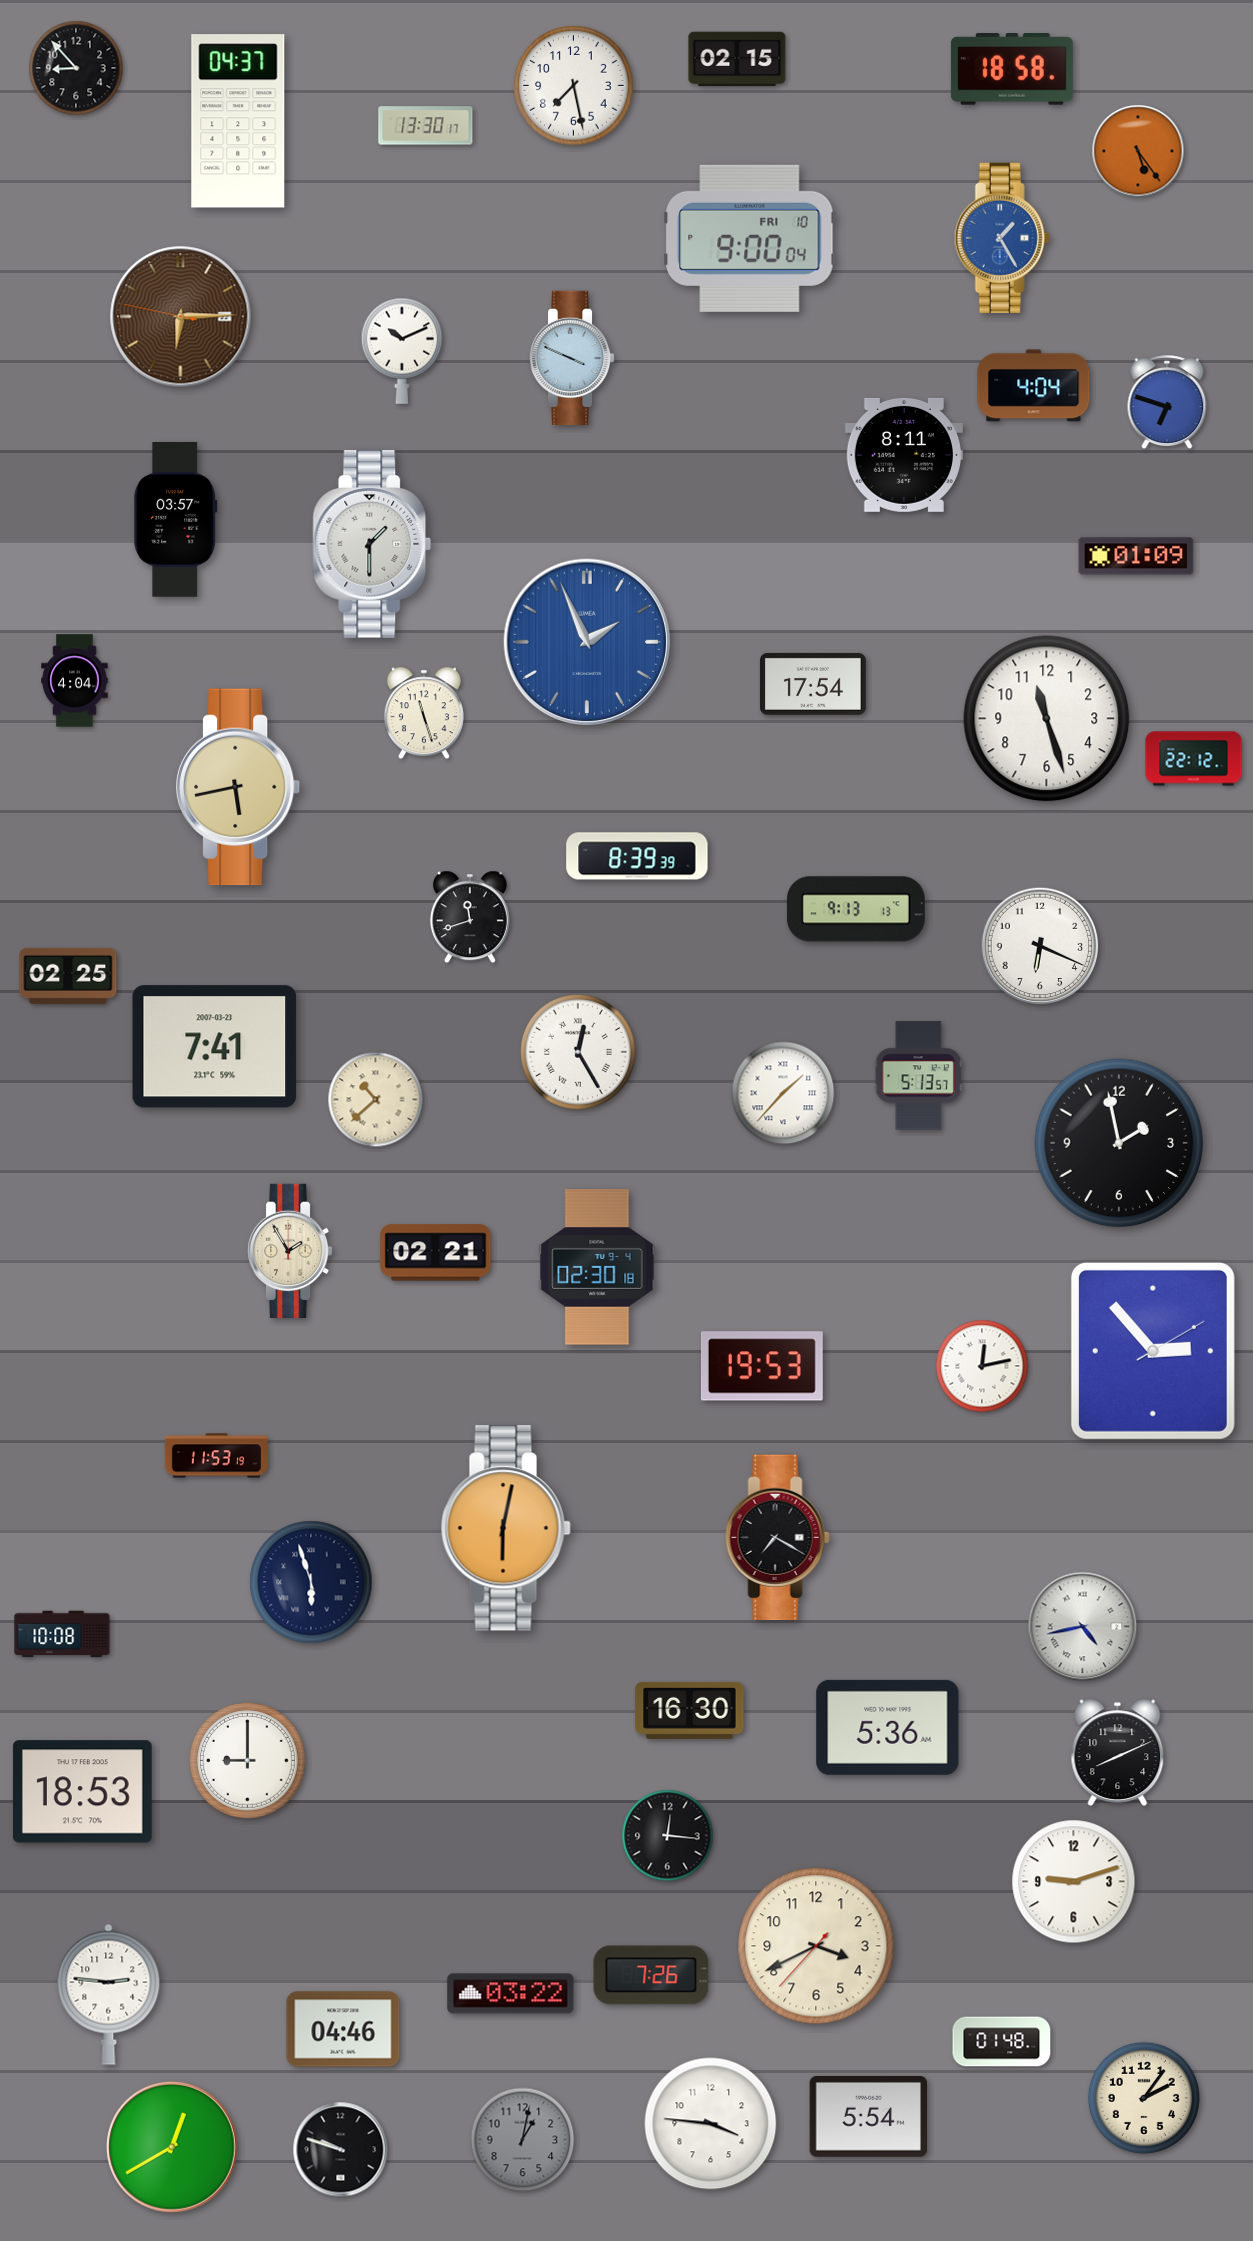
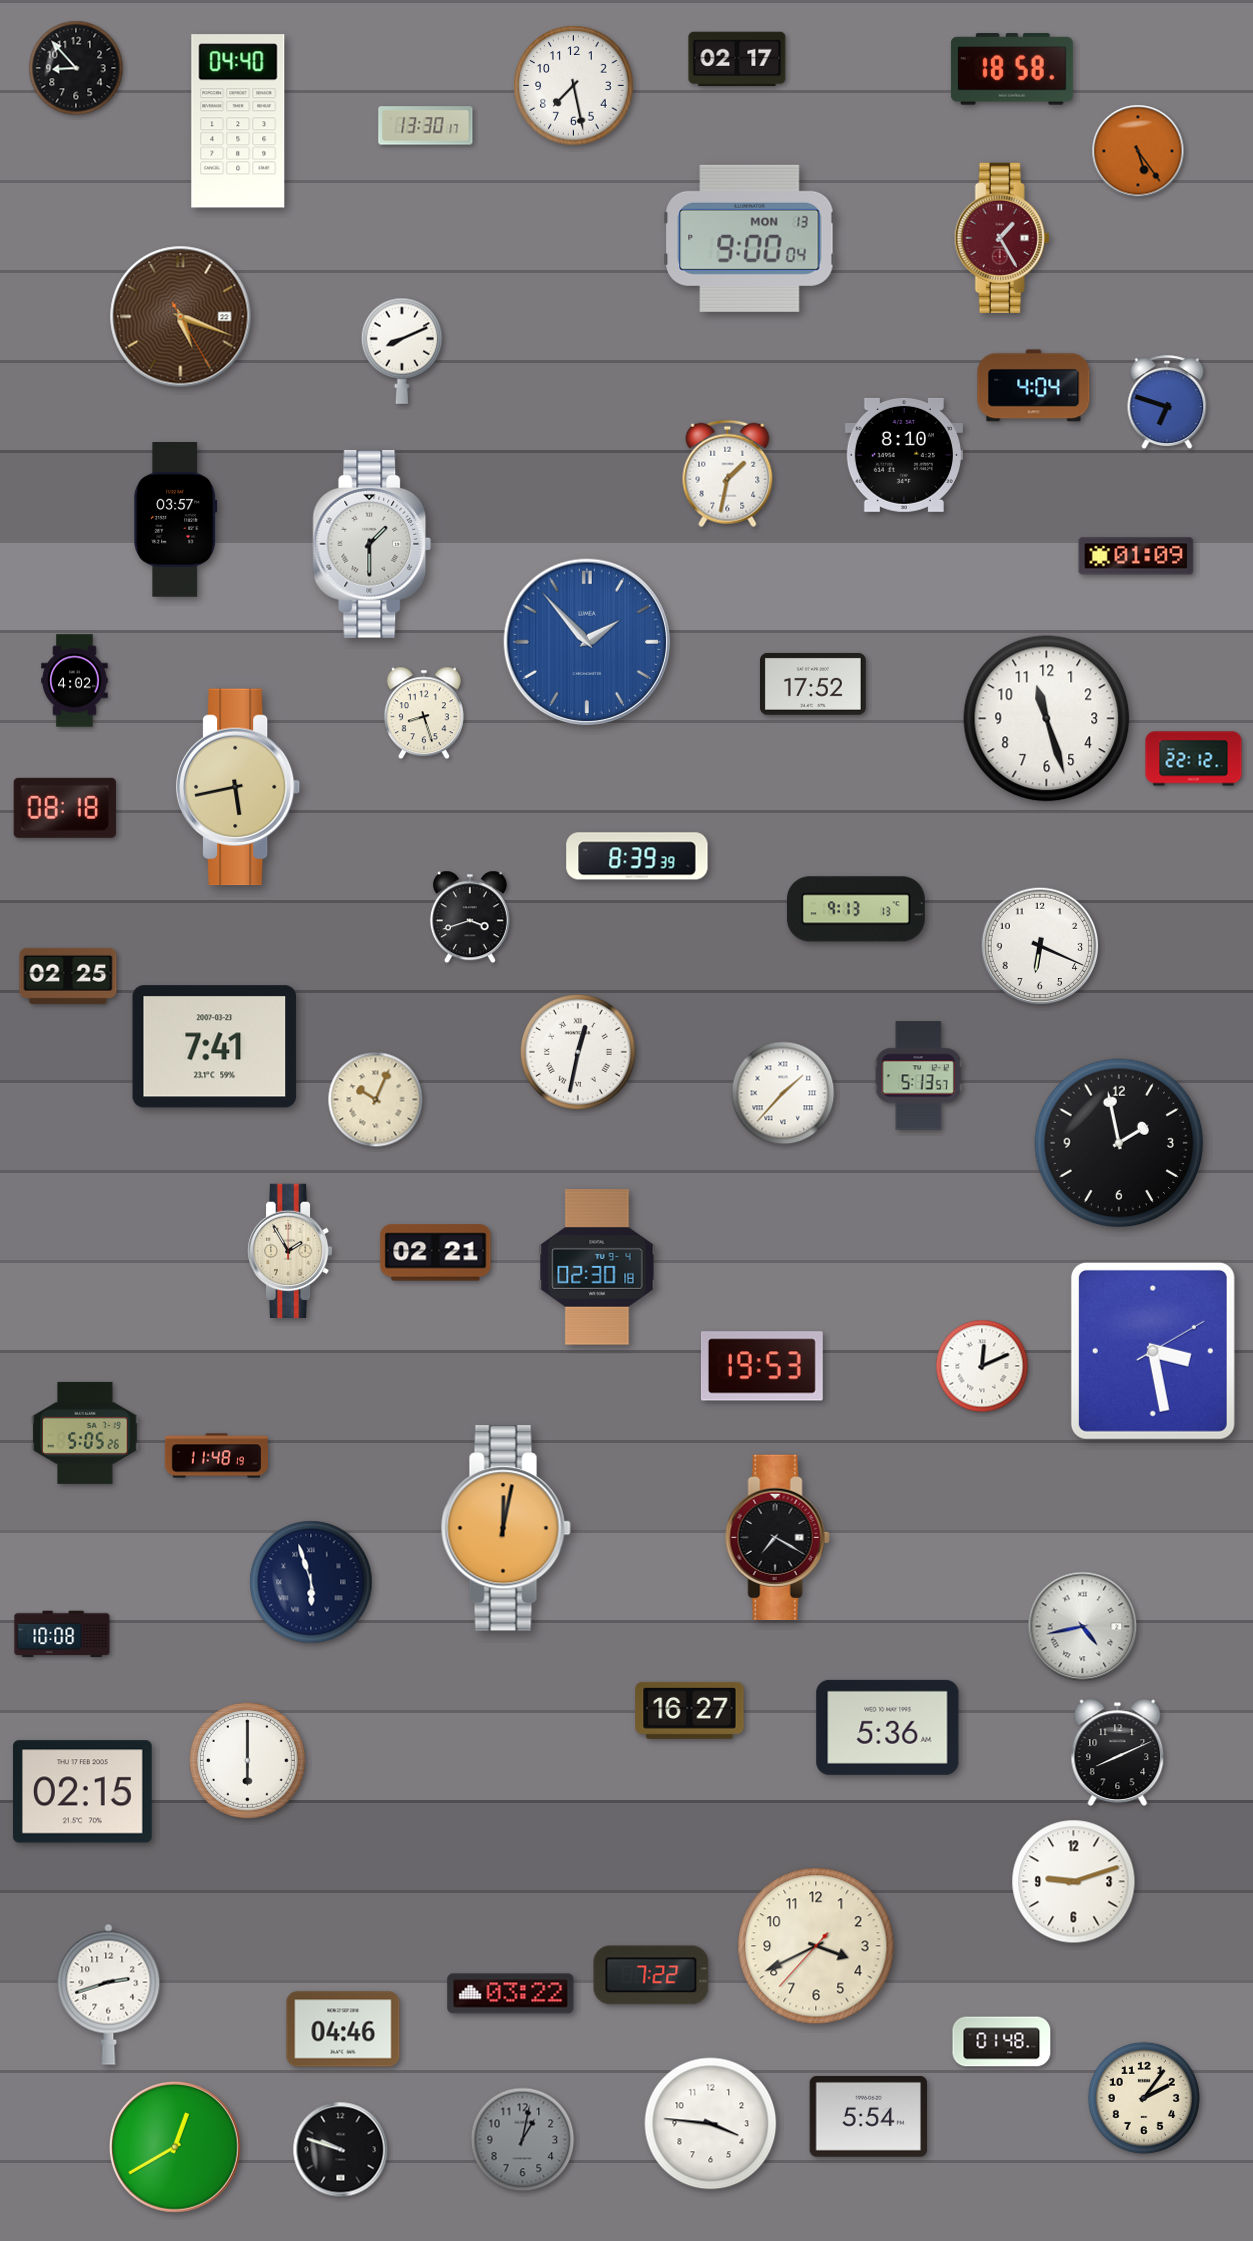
clock at (737, 59): 02:15 -> 02:17
clock at (238, 121): 04:37 -> 04:40
clock at (750, 238) date: FRI 10 -> MON 13
clock at (1002, 238) dial: blue -> burgundy
clock at (181, 317): 6:14 -> 5:18
clock at (402, 351): 10:11 -> 8:11
clock at (572, 357): 3:49 -> none
clock at (903, 455): 8:11 -> 8:10
clock at (728, 474): none -> 1:32
clock at (586, 641): 1:56 -> 1:53
clock at (75, 681): 4:04 -> 4:02
clock at (813, 684): 17:54 -> 17:52
clock at (424, 713): 11:27 -> 8:27
clock at (65, 808): none -> 08:18
clock at (470, 917): 11:42 -> 3:42
clock at (578, 1052): 12:25 -> 12:32
clock at (376, 1100): 10:38 -> 10:04
clock at (1153, 1351): 2:53 -> 3:28
clock at (982, 1366): 12:13 -> 12:11
clock at (85, 1433): none -> 5:05
clock at (216, 1456): 11:53 -> 11:48
clock at (506, 1528): 6:02 -> 12:02
clock at (690, 1710): 16:30 -> 16:27
clock at (248, 1761): 9:00 -> 6:00
clock at (82, 1792): 18:53 -> 02:15
clock at (668, 1836): 12:16 -> none
clock at (651, 1975): 7:26 -> 7:22
clock at (109, 1994): 2:46 -> 2:42
clock at (172, 2147) position: (172, 2147) -> (175, 2147)
